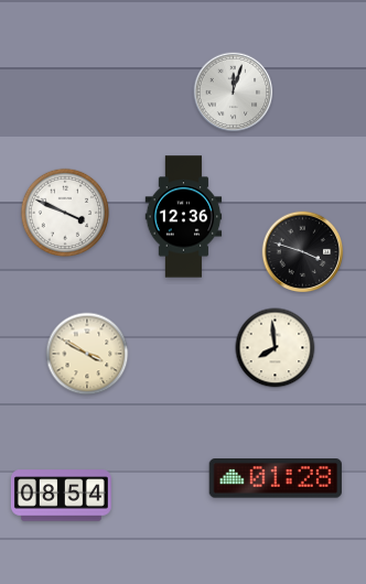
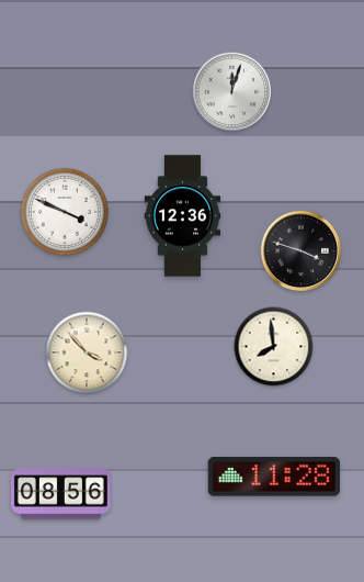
clock at (87, 354): 3:50 -> 3:53
clock at (276, 478): 01:28 -> 11:28
clock at (61, 496): 08:54 -> 08:56
